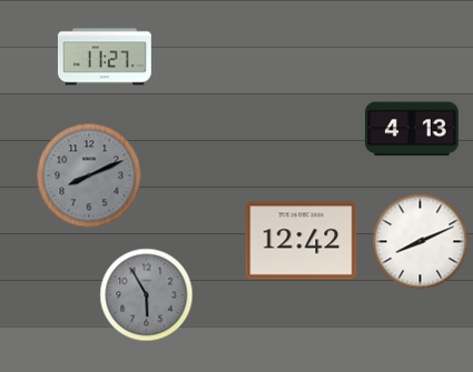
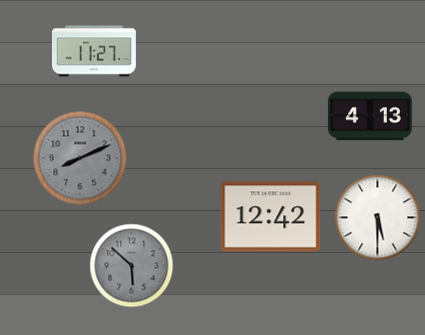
clock at (421, 242): 8:11 -> 5:30
clock at (147, 295): 5:55 -> 5:52
